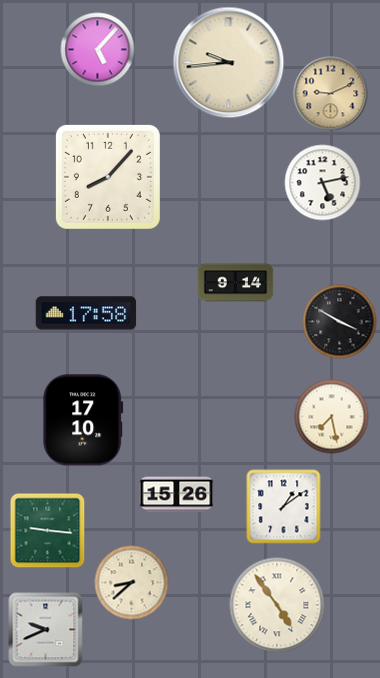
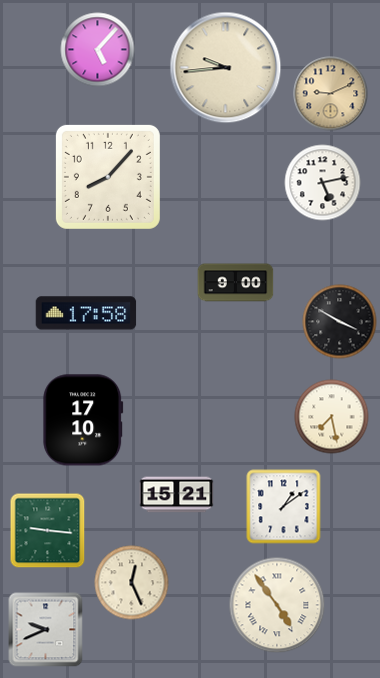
clock at (229, 63) position: (229, 63) -> (226, 68)
clock at (236, 283): 9:14 -> 9:00
clock at (177, 495): 15:26 -> 15:21
clock at (132, 583): 8:38 -> 12:26
